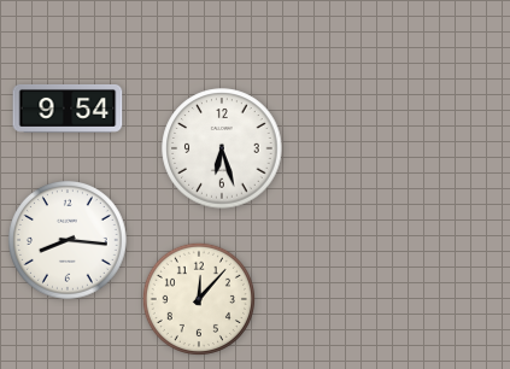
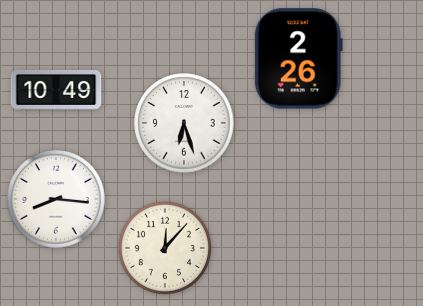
clock at (298, 59): none -> 2:26
clock at (68, 110): 9:54 -> 10:49
